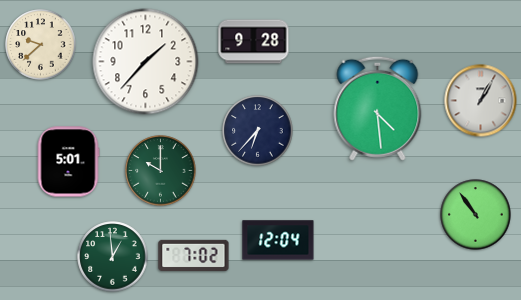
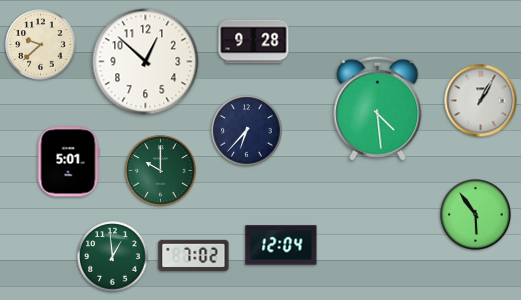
clock at (146, 62): 1:37 -> 12:52
clock at (258, 131) position: (258, 131) -> (247, 131)
clock at (476, 215): 10:54 -> 5:54
clock at (278, 240) position: (278, 240) -> (281, 245)
